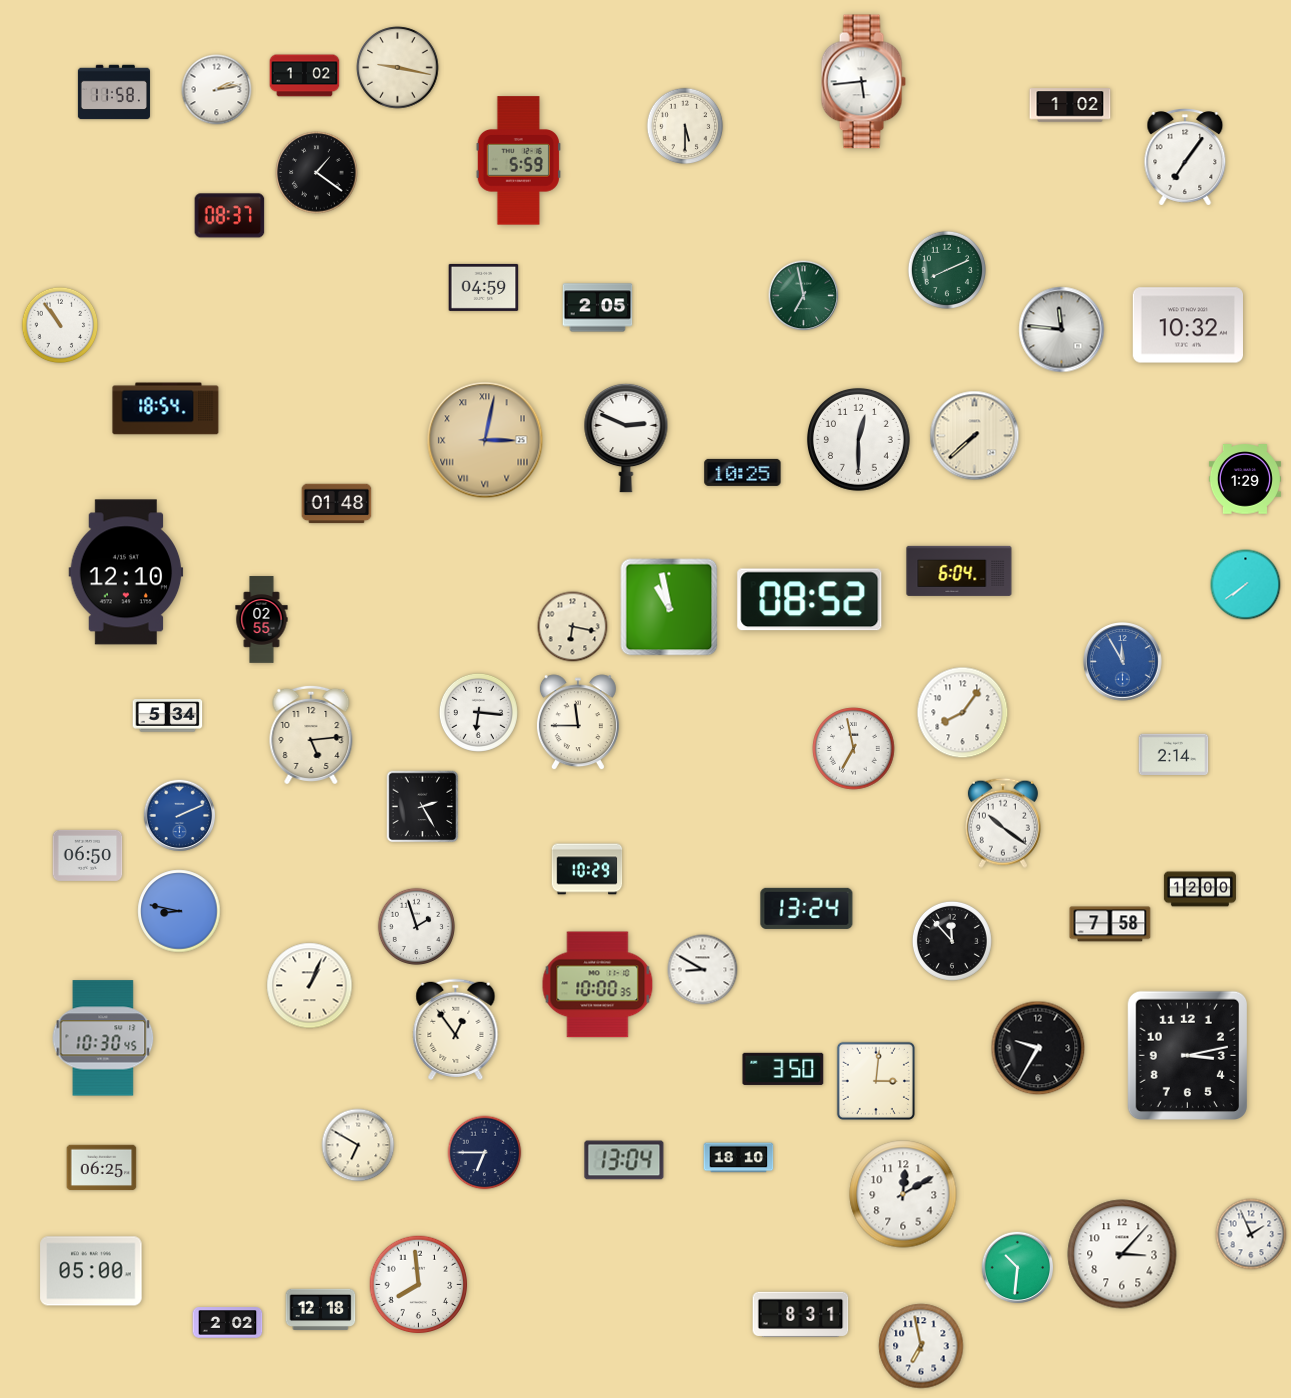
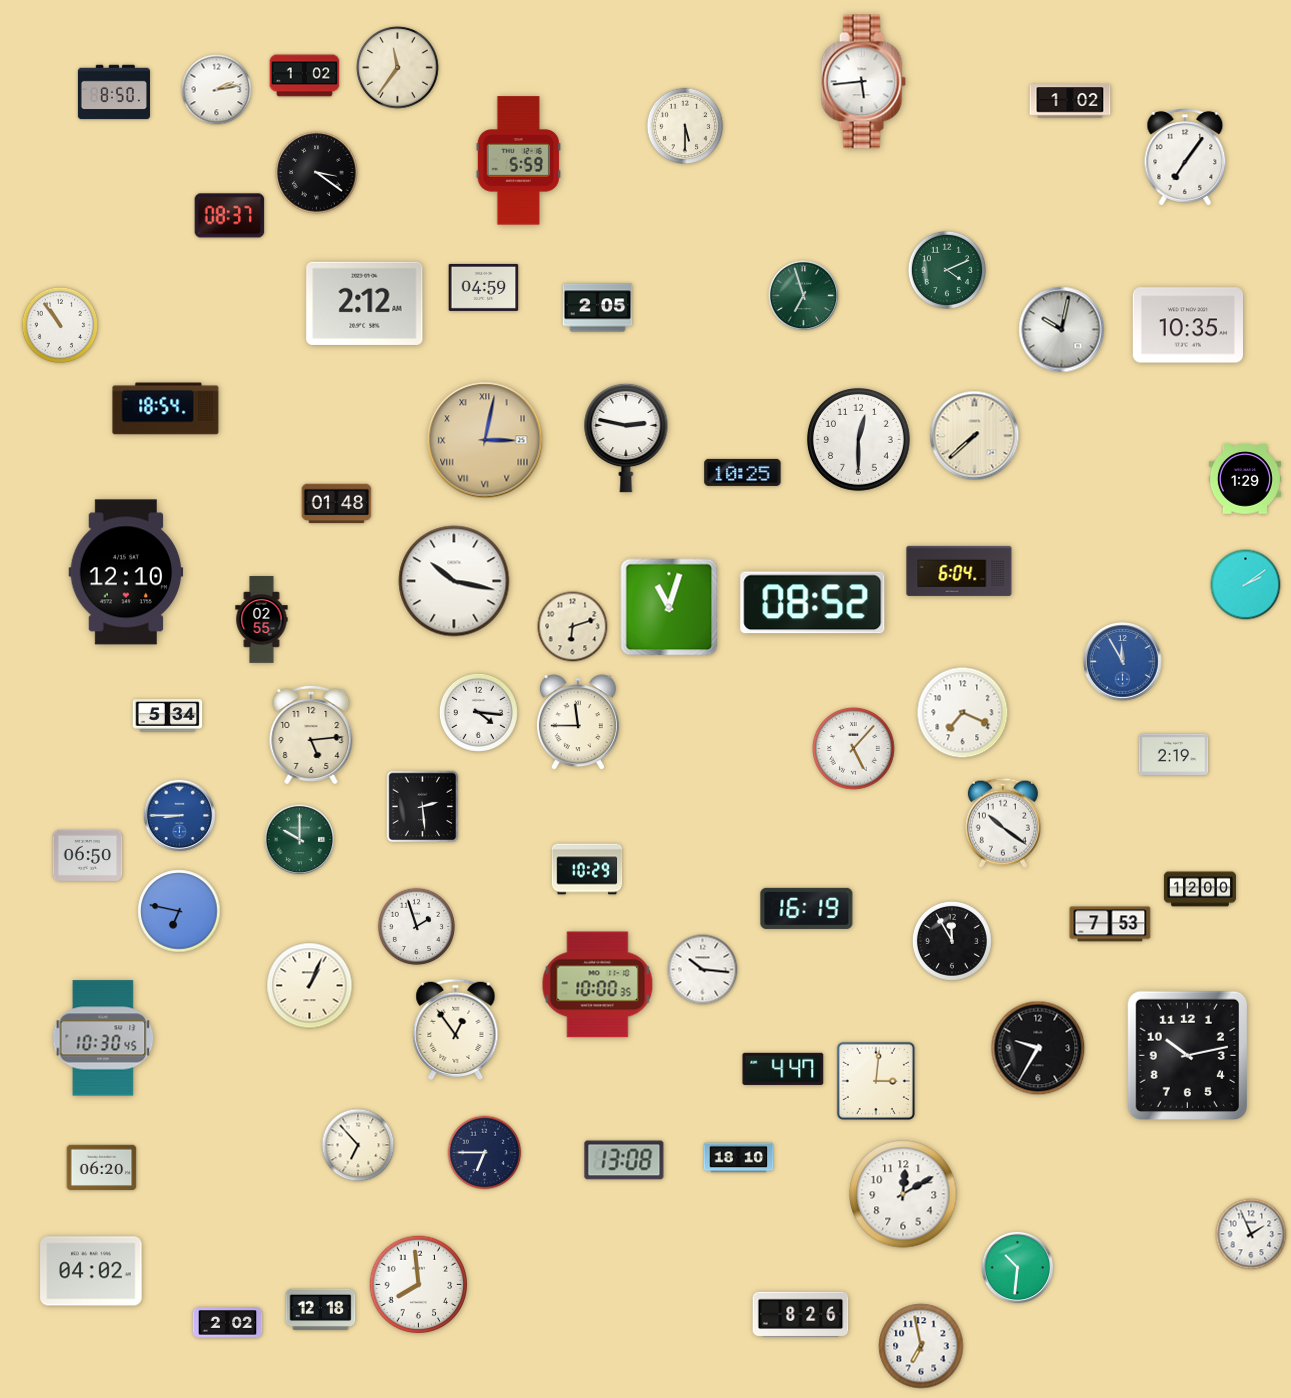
clock at (398, 68): 9:17 -> 11:36
clock at (114, 92): 11:58 -> 8:50
clock at (1070, 105) position: (1070, 105) -> (1070, 101)
clock at (317, 173): 1:21 -> 3:21
clock at (947, 270): 8:11 -> 4:11
clock at (804, 296): 6:58 -> 6:57
clock at (365, 303): none -> 2:12
clock at (1188, 325): 10:32 -> 10:35
clock at (1062, 330): 11:46 -> 10:02
clock at (626, 438): 2:49 -> 2:47
clock at (454, 581): none -> 10:17
clock at (1246, 585): 7:39 -> 2:09
clock at (810, 600) position: (810, 600) -> (813, 603)
clock at (669, 607): 10:58 -> 11:03
clock at (573, 627): 6:17 -> 6:12
clock at (478, 712): 6:16 -> 4:16
clock at (963, 713): 8:06 -> 7:19
clock at (854, 749): 6:58 -> 5:07
clock at (1174, 754): 2:14 -> 2:19
clock at (423, 807): 2:25 -> 2:29
clock at (180, 816): 2:11 -> 8:45
clock at (300, 840): none -> 10:00
clock at (807, 908): 13:24 -> 16:19
clock at (179, 911): 8:47 -> 6:47
clock at (1110, 924): 7:58 -> 7:53
clock at (952, 941): 11:53 -> 11:55
clock at (703, 970): 8:50 -> 10:16
clock at (1187, 1055): 3:13 -> 10:13
clock at (783, 1069): 3:50 -> 4:47
clock at (358, 1145): 6:50 -> 6:53
clock at (624, 1160): 13:04 -> 13:08
clock at (102, 1168): 06:25 -> 06:20
clock at (1122, 1254): 3:07 -> none
clock at (91, 1271): 05:00 -> 04:02
clock at (801, 1315): 8:31 -> 8:26
